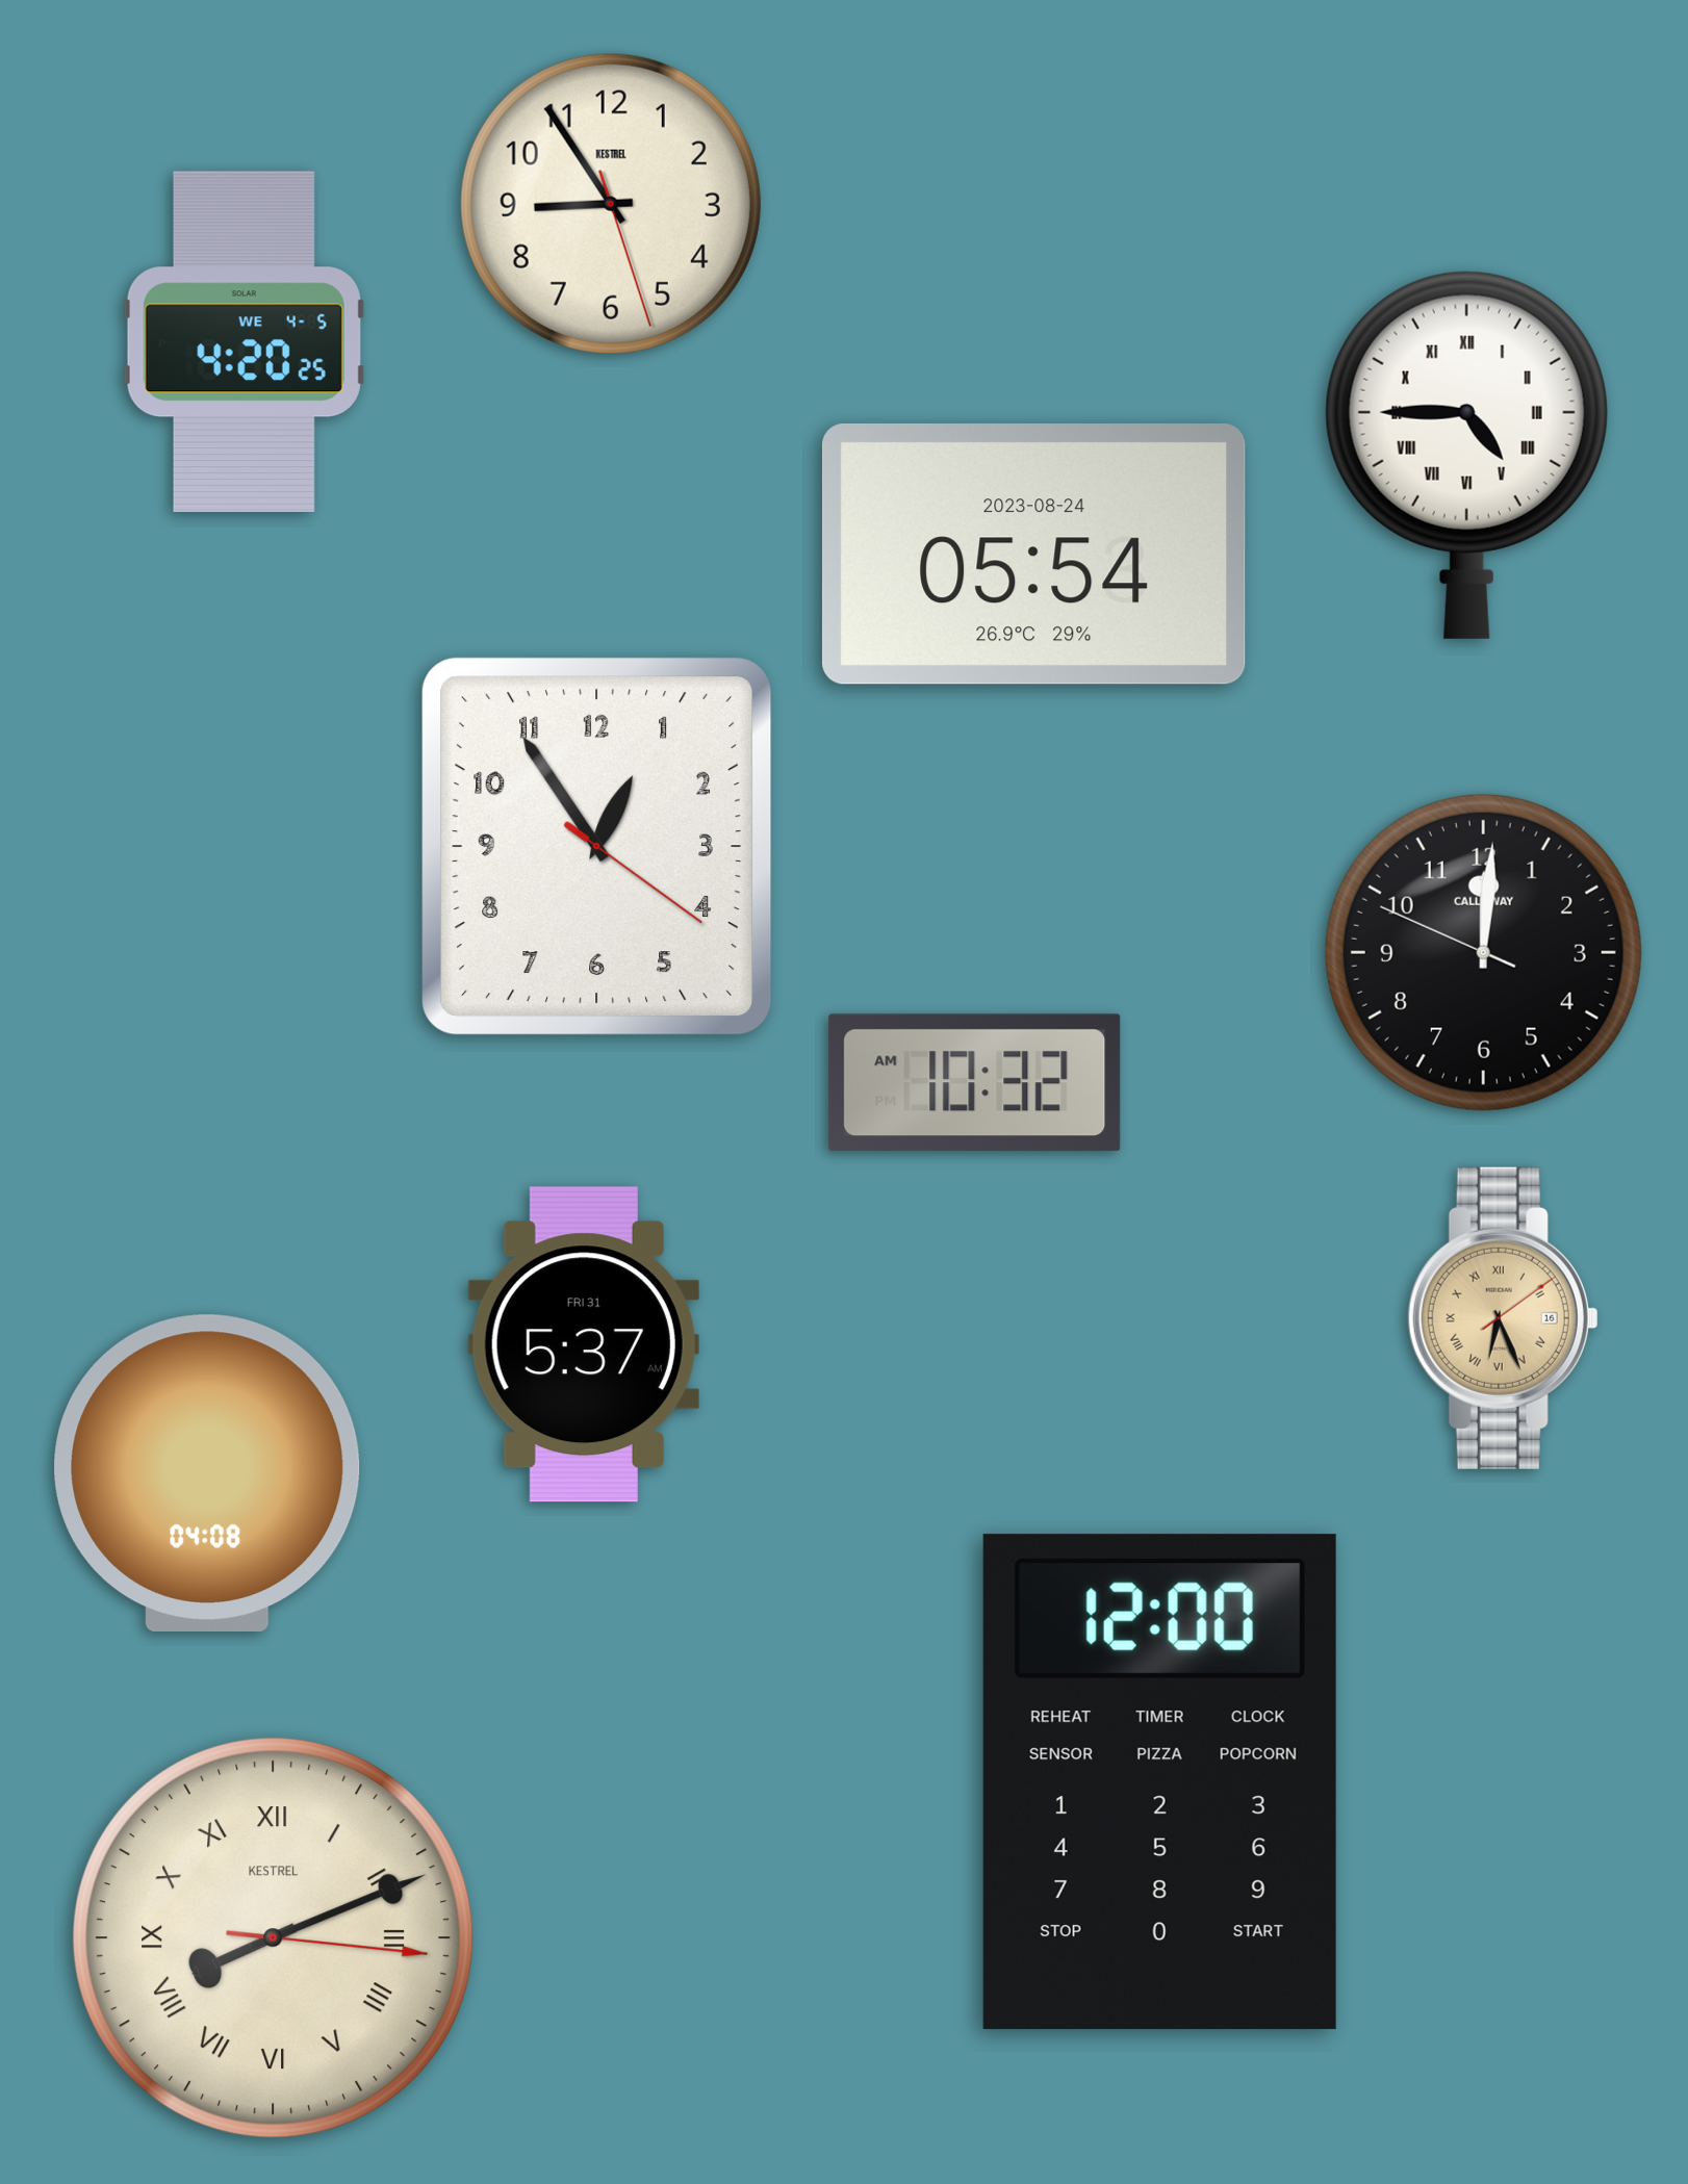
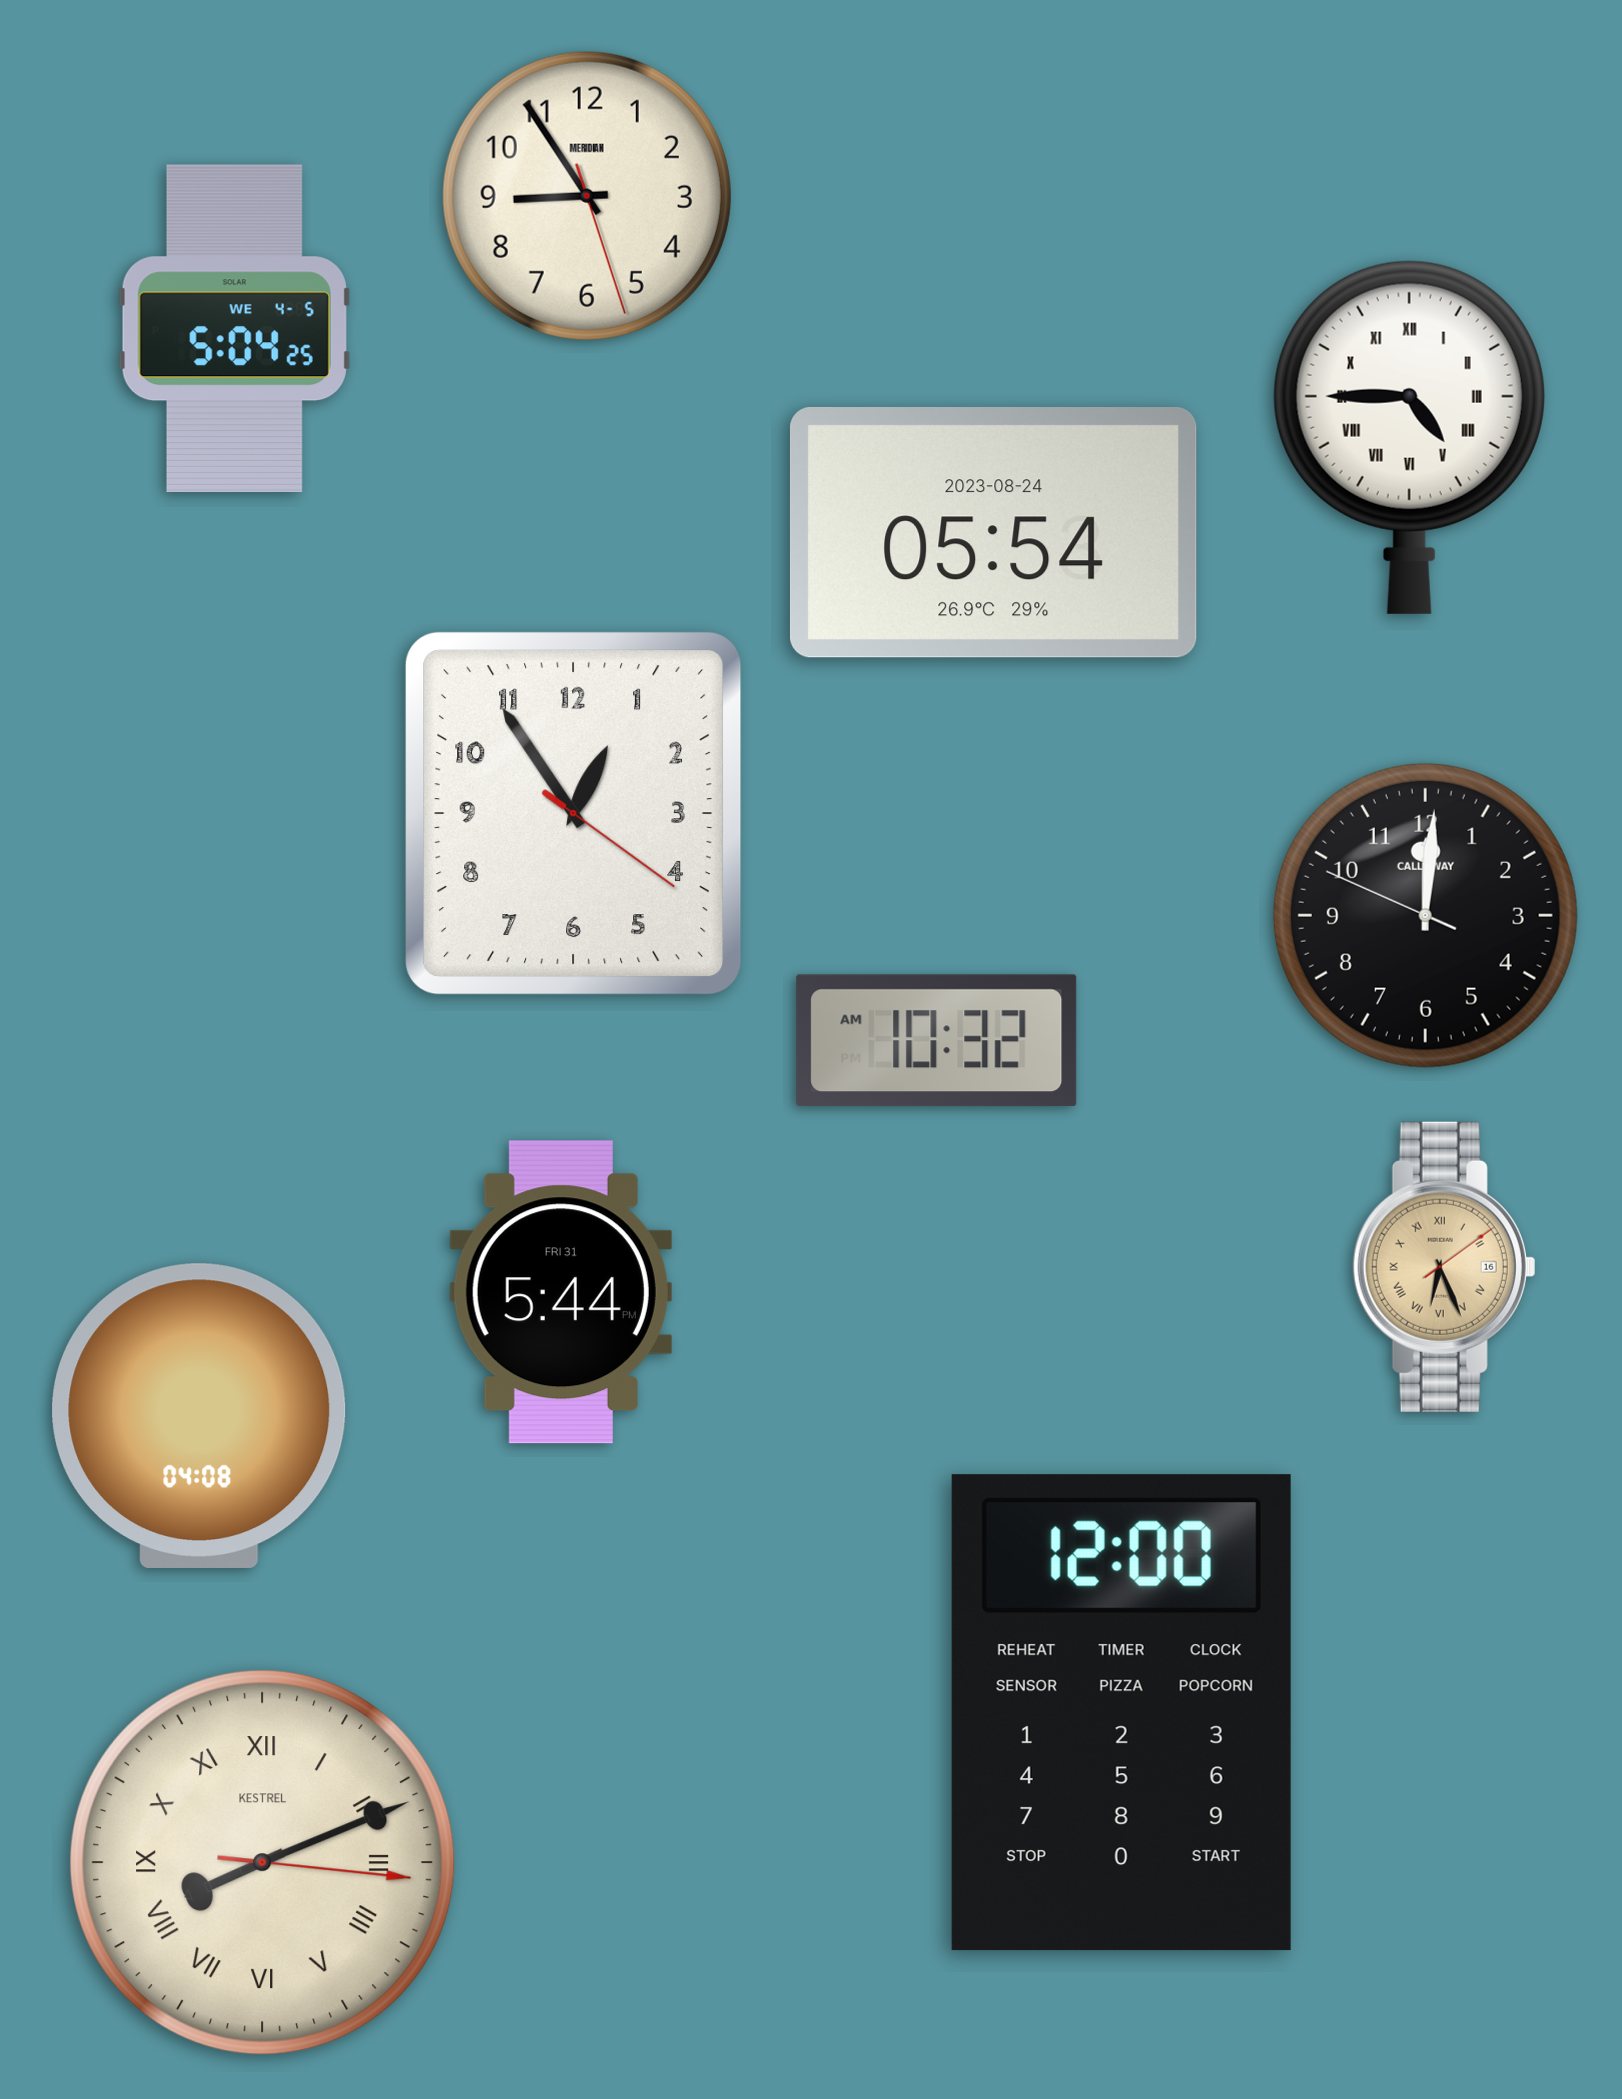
clock at (611, 204) brand: KESTREL -> MERIDIAN
clock at (244, 341): 4:20 -> 5:04
clock at (584, 1344): 5:37 -> 5:44
clock at (1159, 1782) position: (1159, 1782) -> (1121, 1713)
